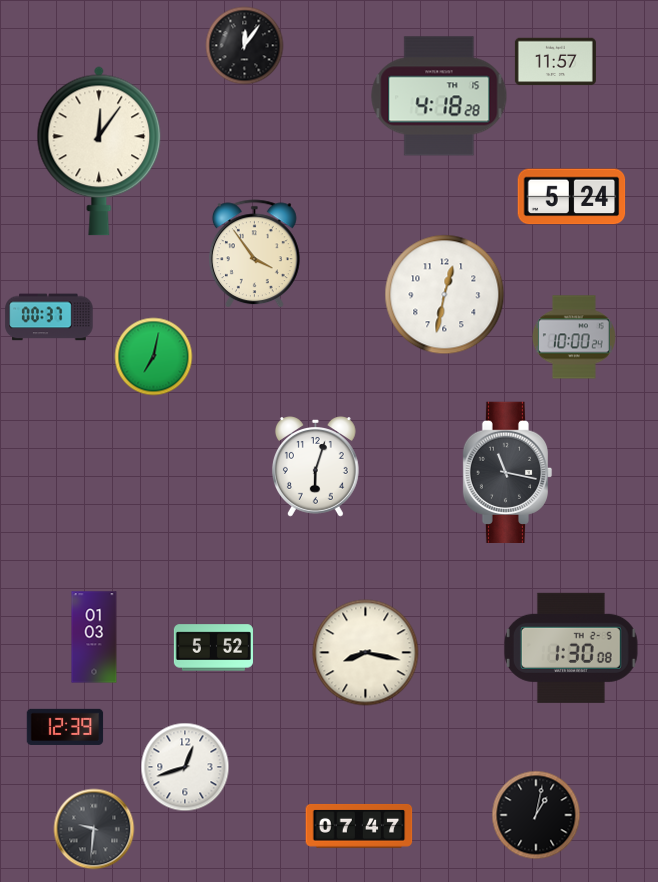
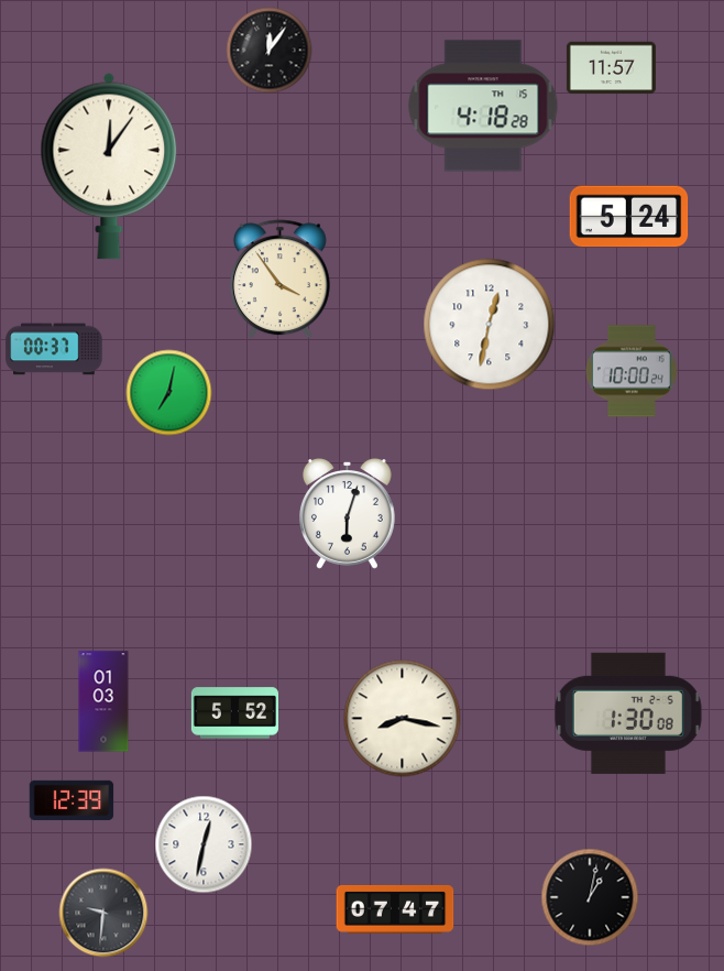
clock at (508, 472): 11:17 -> none
clock at (185, 767): 12:42 -> 12:32
